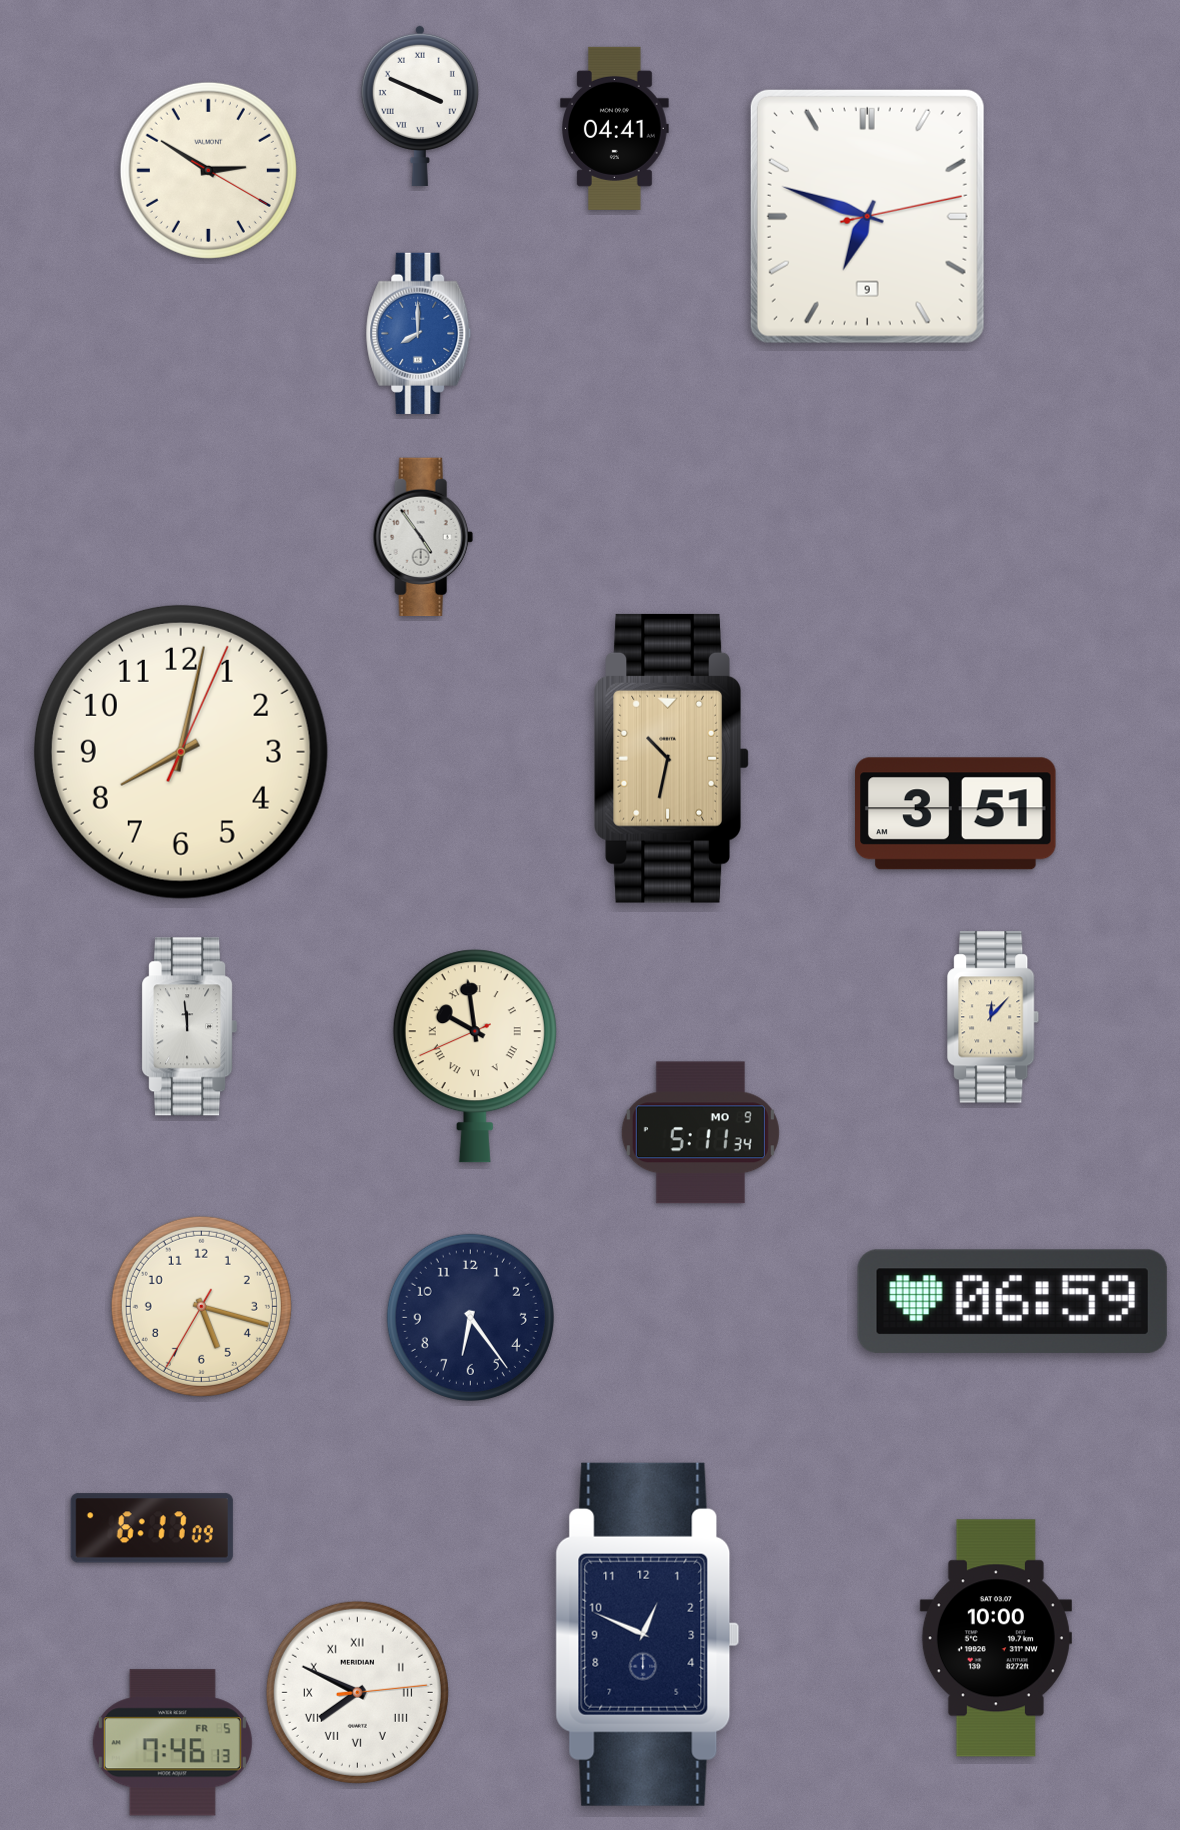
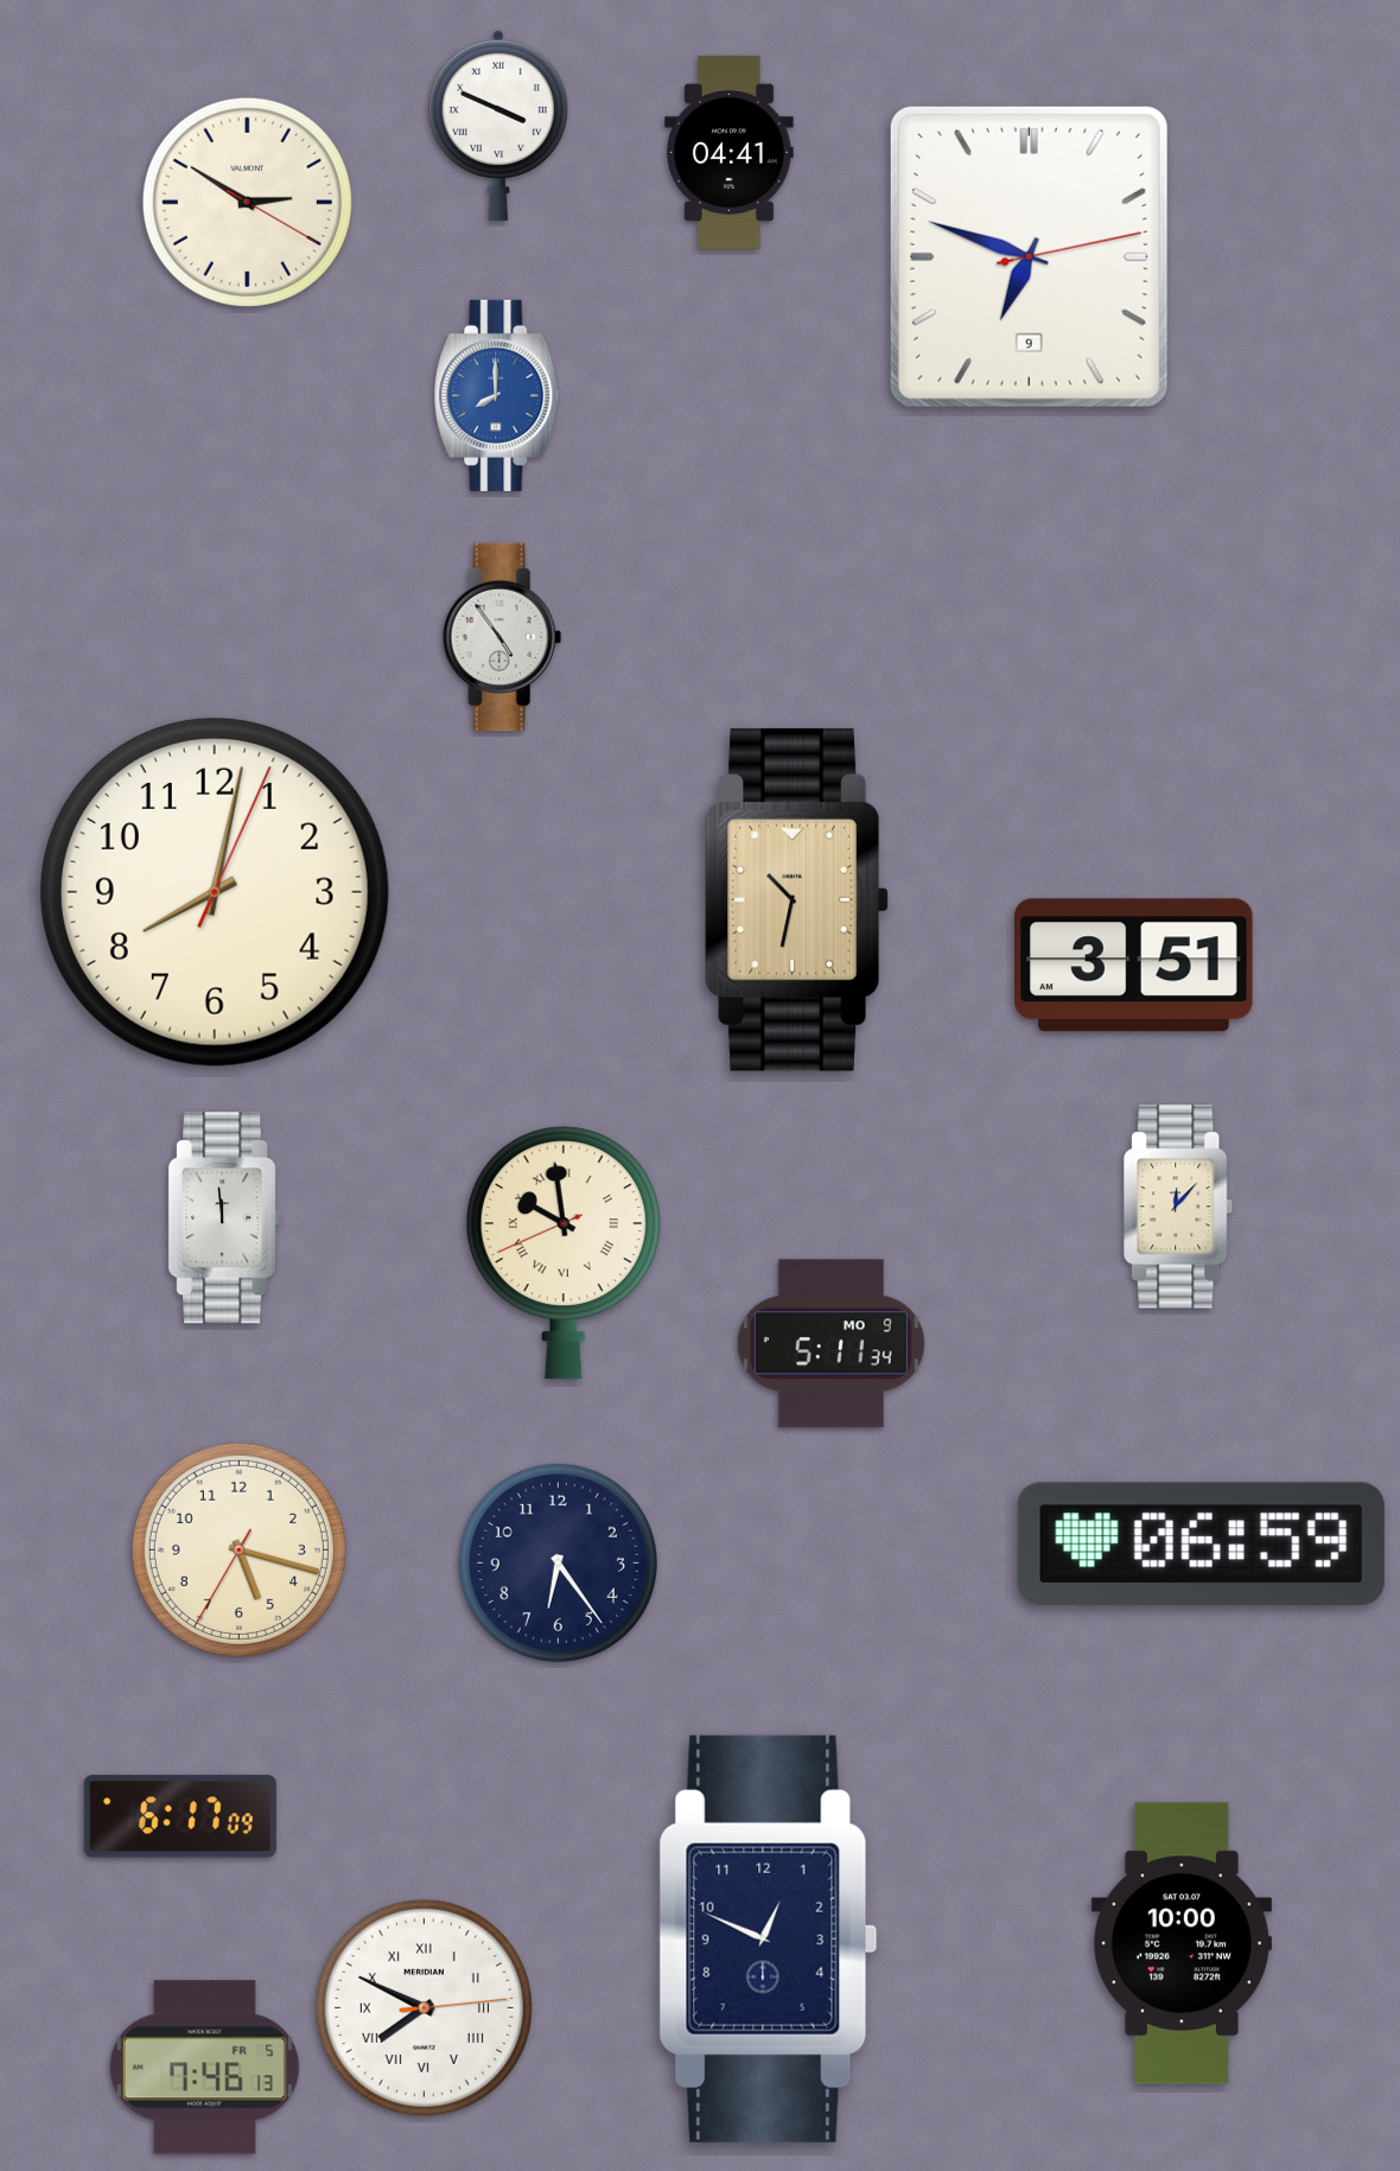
clock at (152, 1528) position: (152, 1528) -> (180, 1816)
